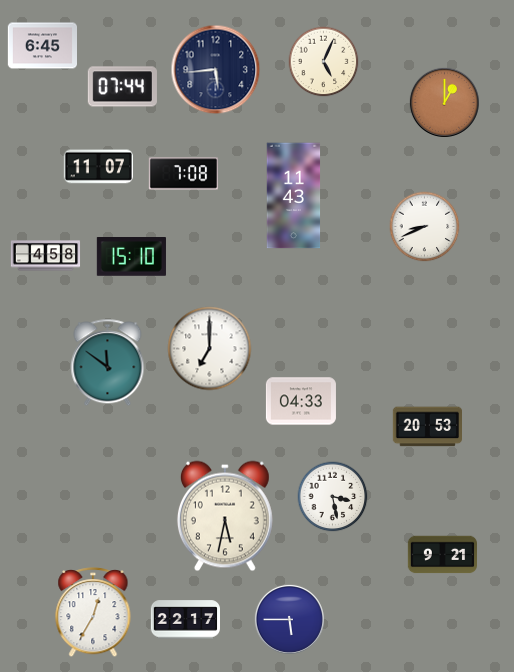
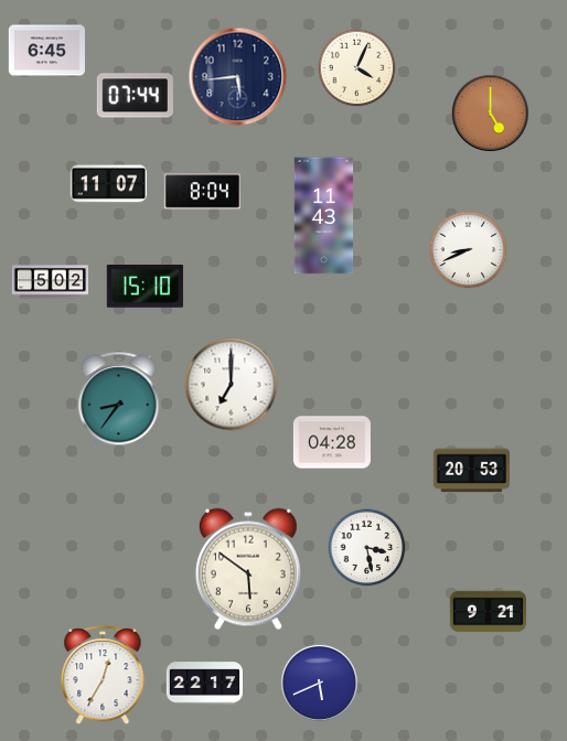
clock at (324, 62): 5:04 -> 4:04
clock at (444, 102): 1:00 -> 5:00
clock at (183, 174): 7:08 -> 8:04
clock at (46, 256): 4:58 -> 5:02
clock at (131, 257) position: (131, 257) -> (145, 287)
clock at (108, 363): 11:51 -> 8:36
clock at (301, 401): 04:33 -> 04:28
clock at (225, 516): 5:32 -> 5:51
clock at (289, 619): 5:45 -> 5:41
